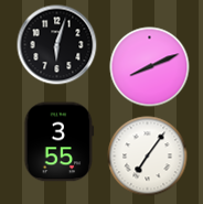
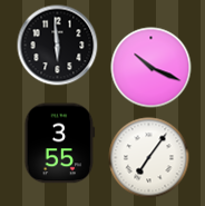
clock at (57, 45): 6:03 -> 5:59
clock at (150, 67): 8:11 -> 10:19
